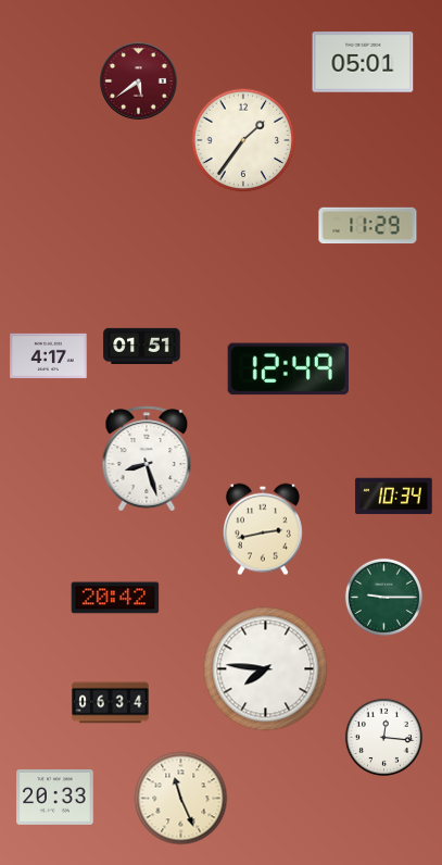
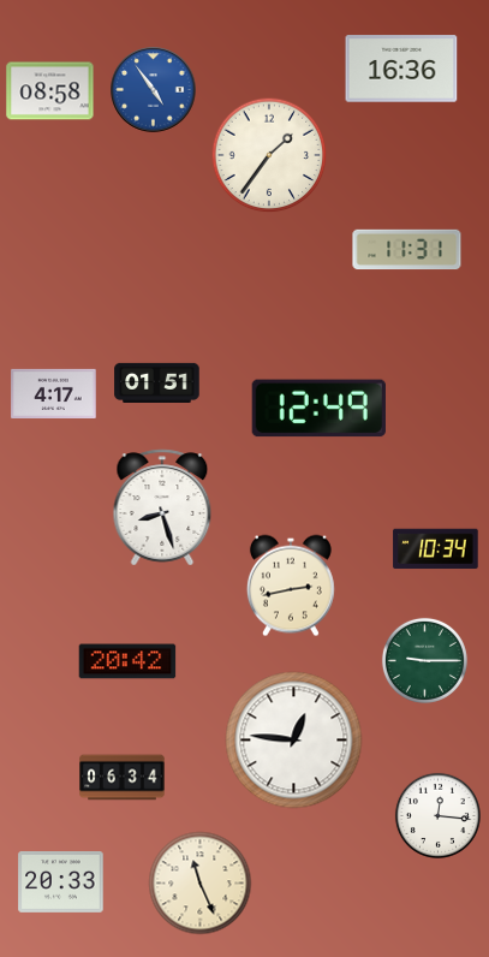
clock at (363, 62): 05:01 -> 16:36
clock at (139, 82): 5:39 -> 4:54
clock at (139, 82) dial: burgundy -> blue
clock at (50, 91): none -> 08:58
clock at (368, 226): 11:29 -> 11:31
clock at (266, 669): 7:46 -> 12:46
clock at (383, 737) position: (383, 737) -> (437, 815)
